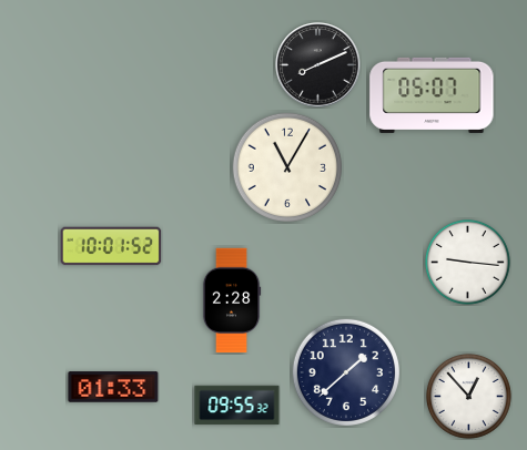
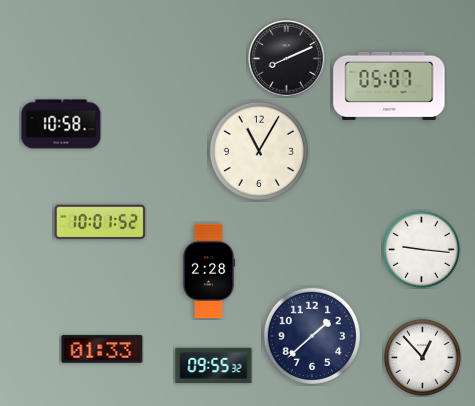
clock at (61, 124): none -> 10:58
clock at (467, 262) position: (467, 262) -> (421, 249)
